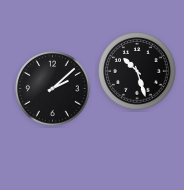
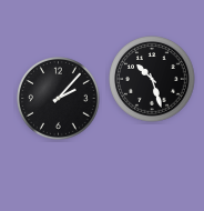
clock at (53, 89): 2:08 -> 2:07
